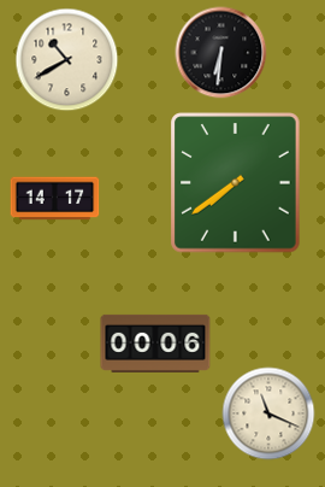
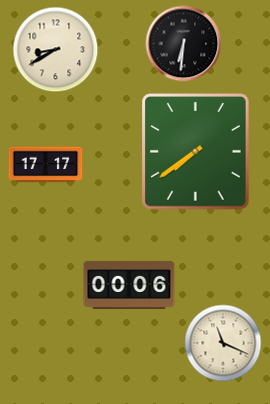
clock at (67, 60): 10:40 -> 8:40
clock at (55, 199): 14:17 -> 17:17
